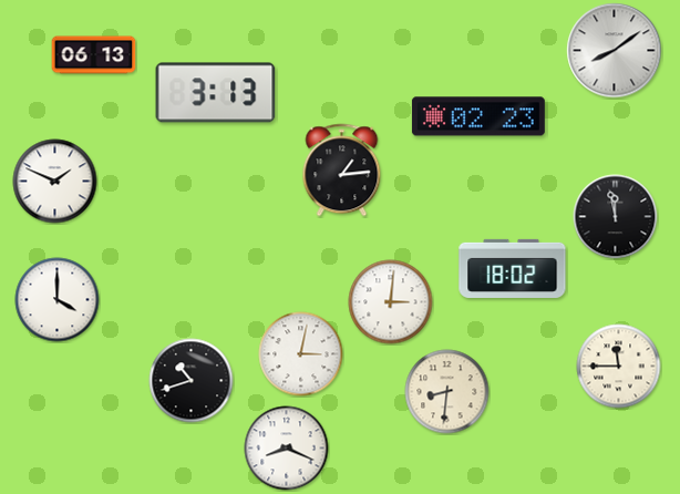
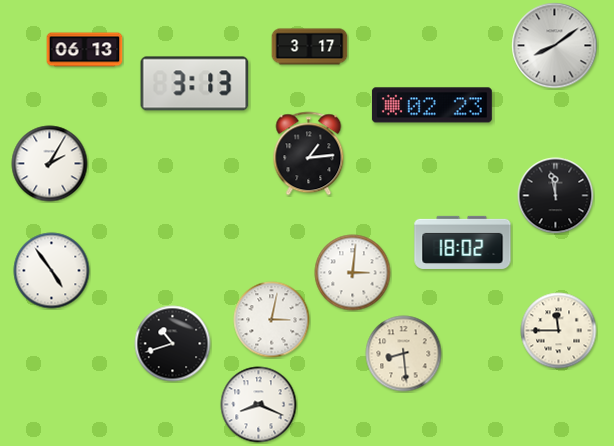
clock at (310, 47): none -> 3:17
clock at (55, 182): 1:49 -> 2:05
clock at (58, 300): 4:00 -> 4:54
clock at (447, 392): 8:31 -> 8:29
